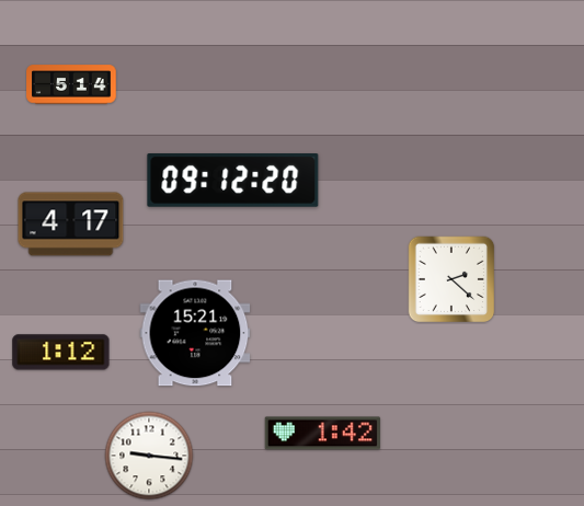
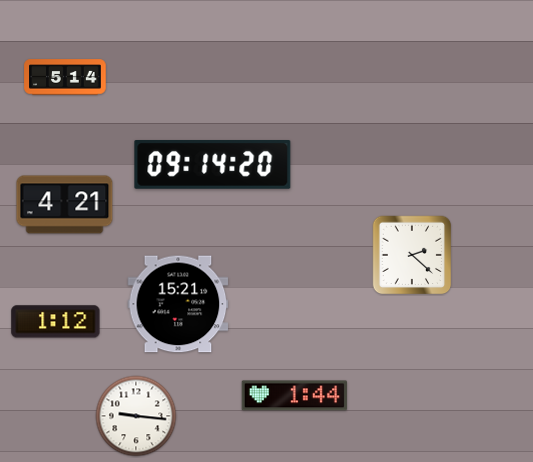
clock at (233, 181): 09:12 -> 09:14
clock at (71, 225): 4:17 -> 4:21
clock at (322, 434): 1:42 -> 1:44
